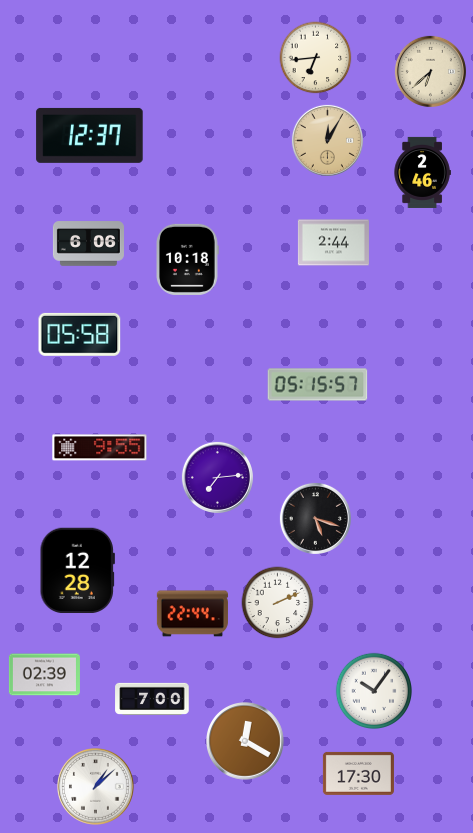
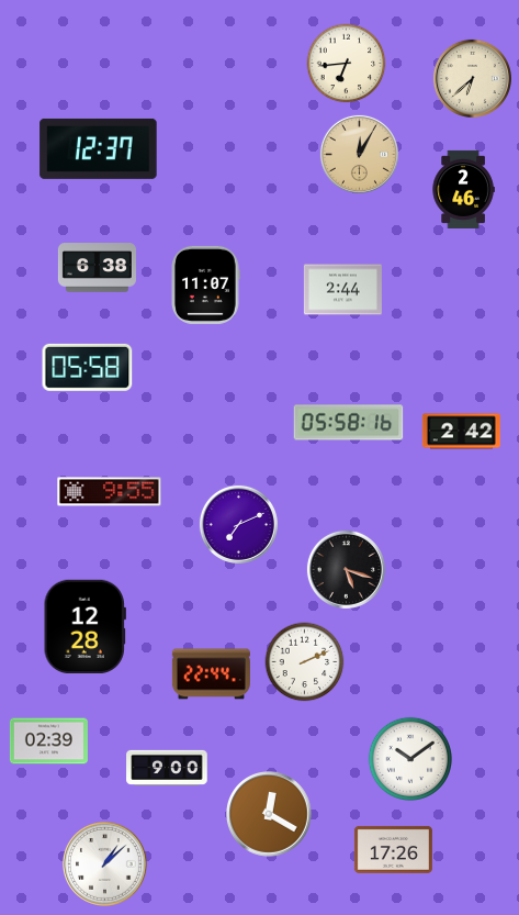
clock at (333, 243) position: (333, 243) -> (342, 290)
clock at (88, 244): 6:06 -> 6:38
clock at (188, 259): 10:18 -> 11:07
clock at (318, 385): 05:15 -> 05:58
clock at (461, 432): none -> 2:42
clock at (217, 477): 7:14 -> 7:11
clock at (373, 690): 10:06 -> 10:09
clock at (152, 698): 7:00 -> 9:00
clock at (358, 773): 17:30 -> 17:26
